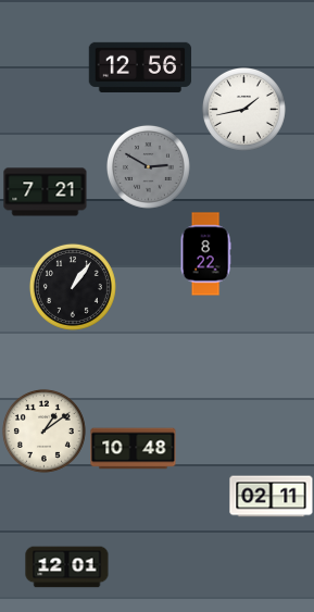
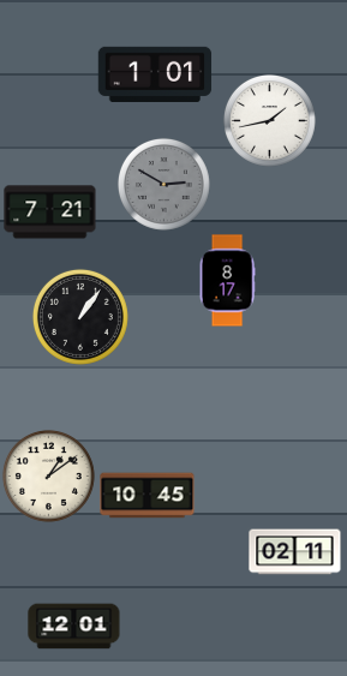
clock at (140, 67): 12:56 -> 1:01
clock at (205, 254): 8:22 -> 8:17
clock at (134, 449): 10:48 -> 10:45
clock at (272, 497) position: (272, 497) -> (295, 552)
